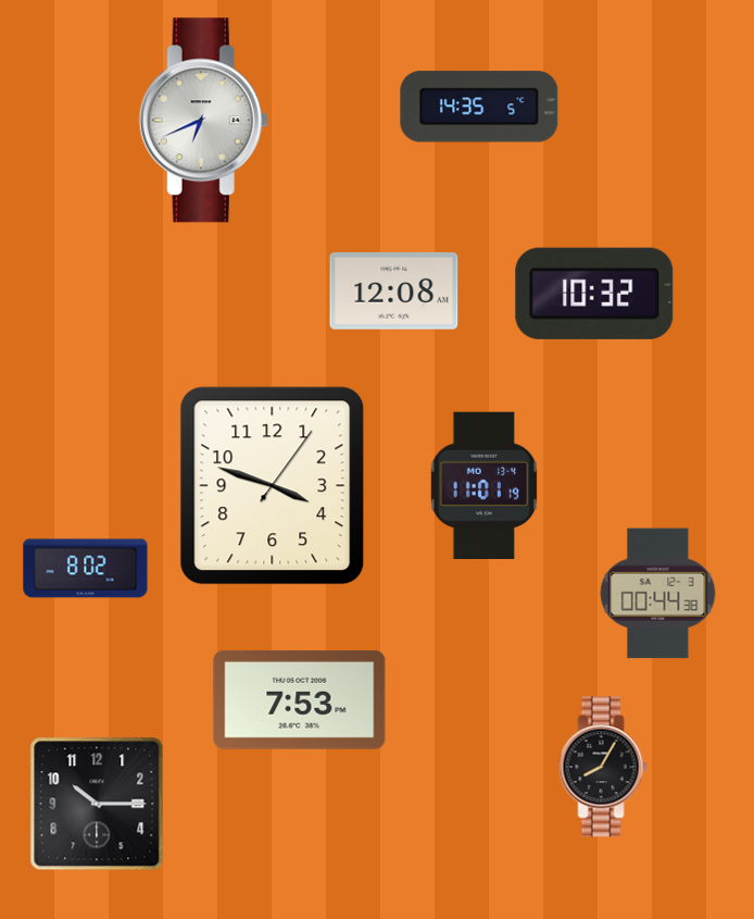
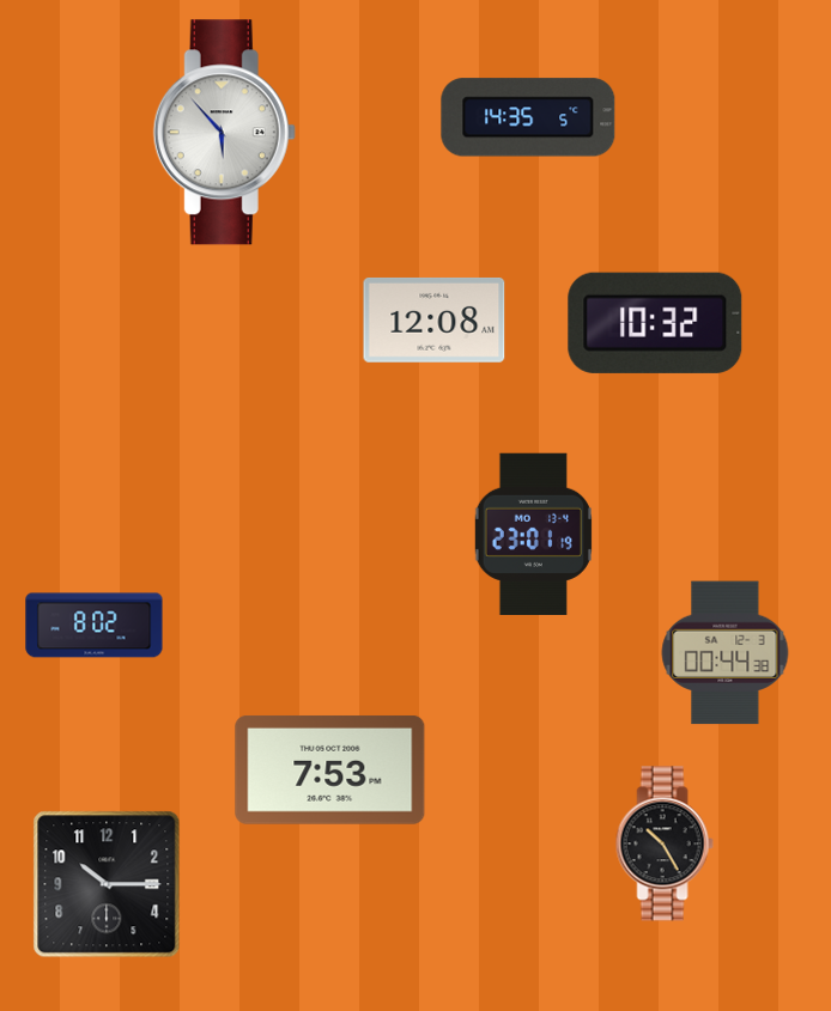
clock at (203, 121): 6:41 -> 5:53
clock at (483, 485): 11:01 -> 23:01
clock at (273, 486): 3:48 -> none
clock at (603, 767): 8:05 -> 10:25
